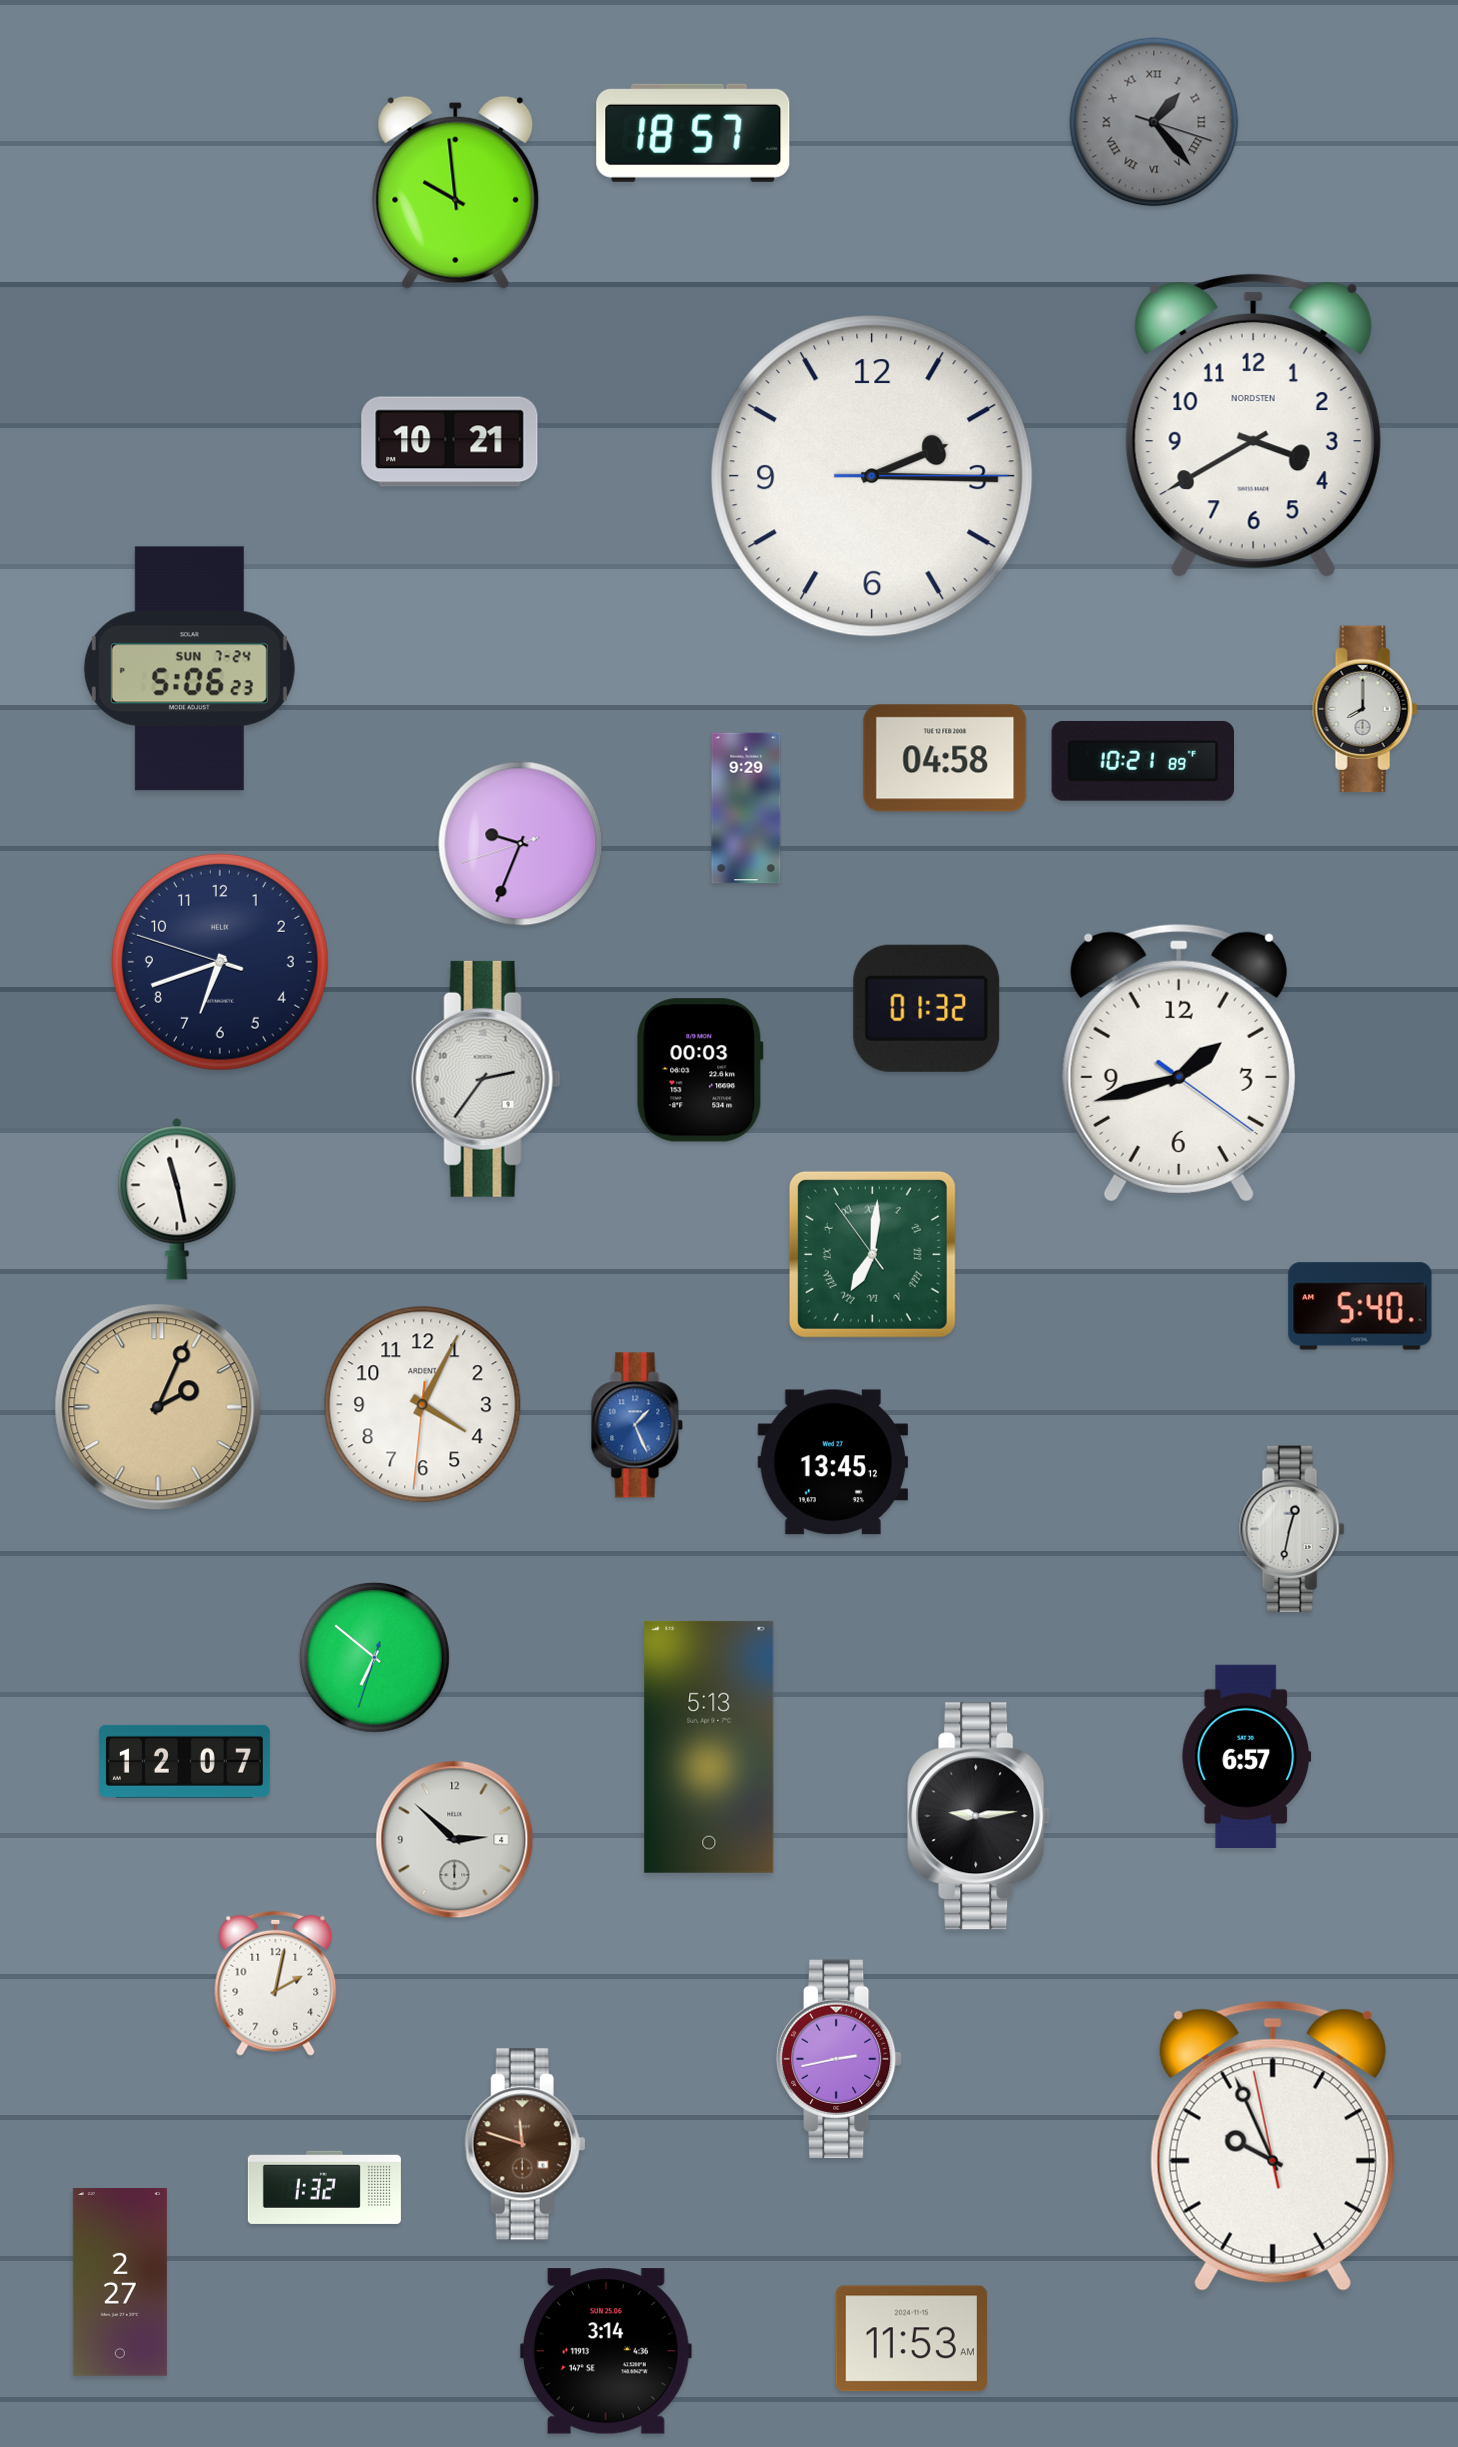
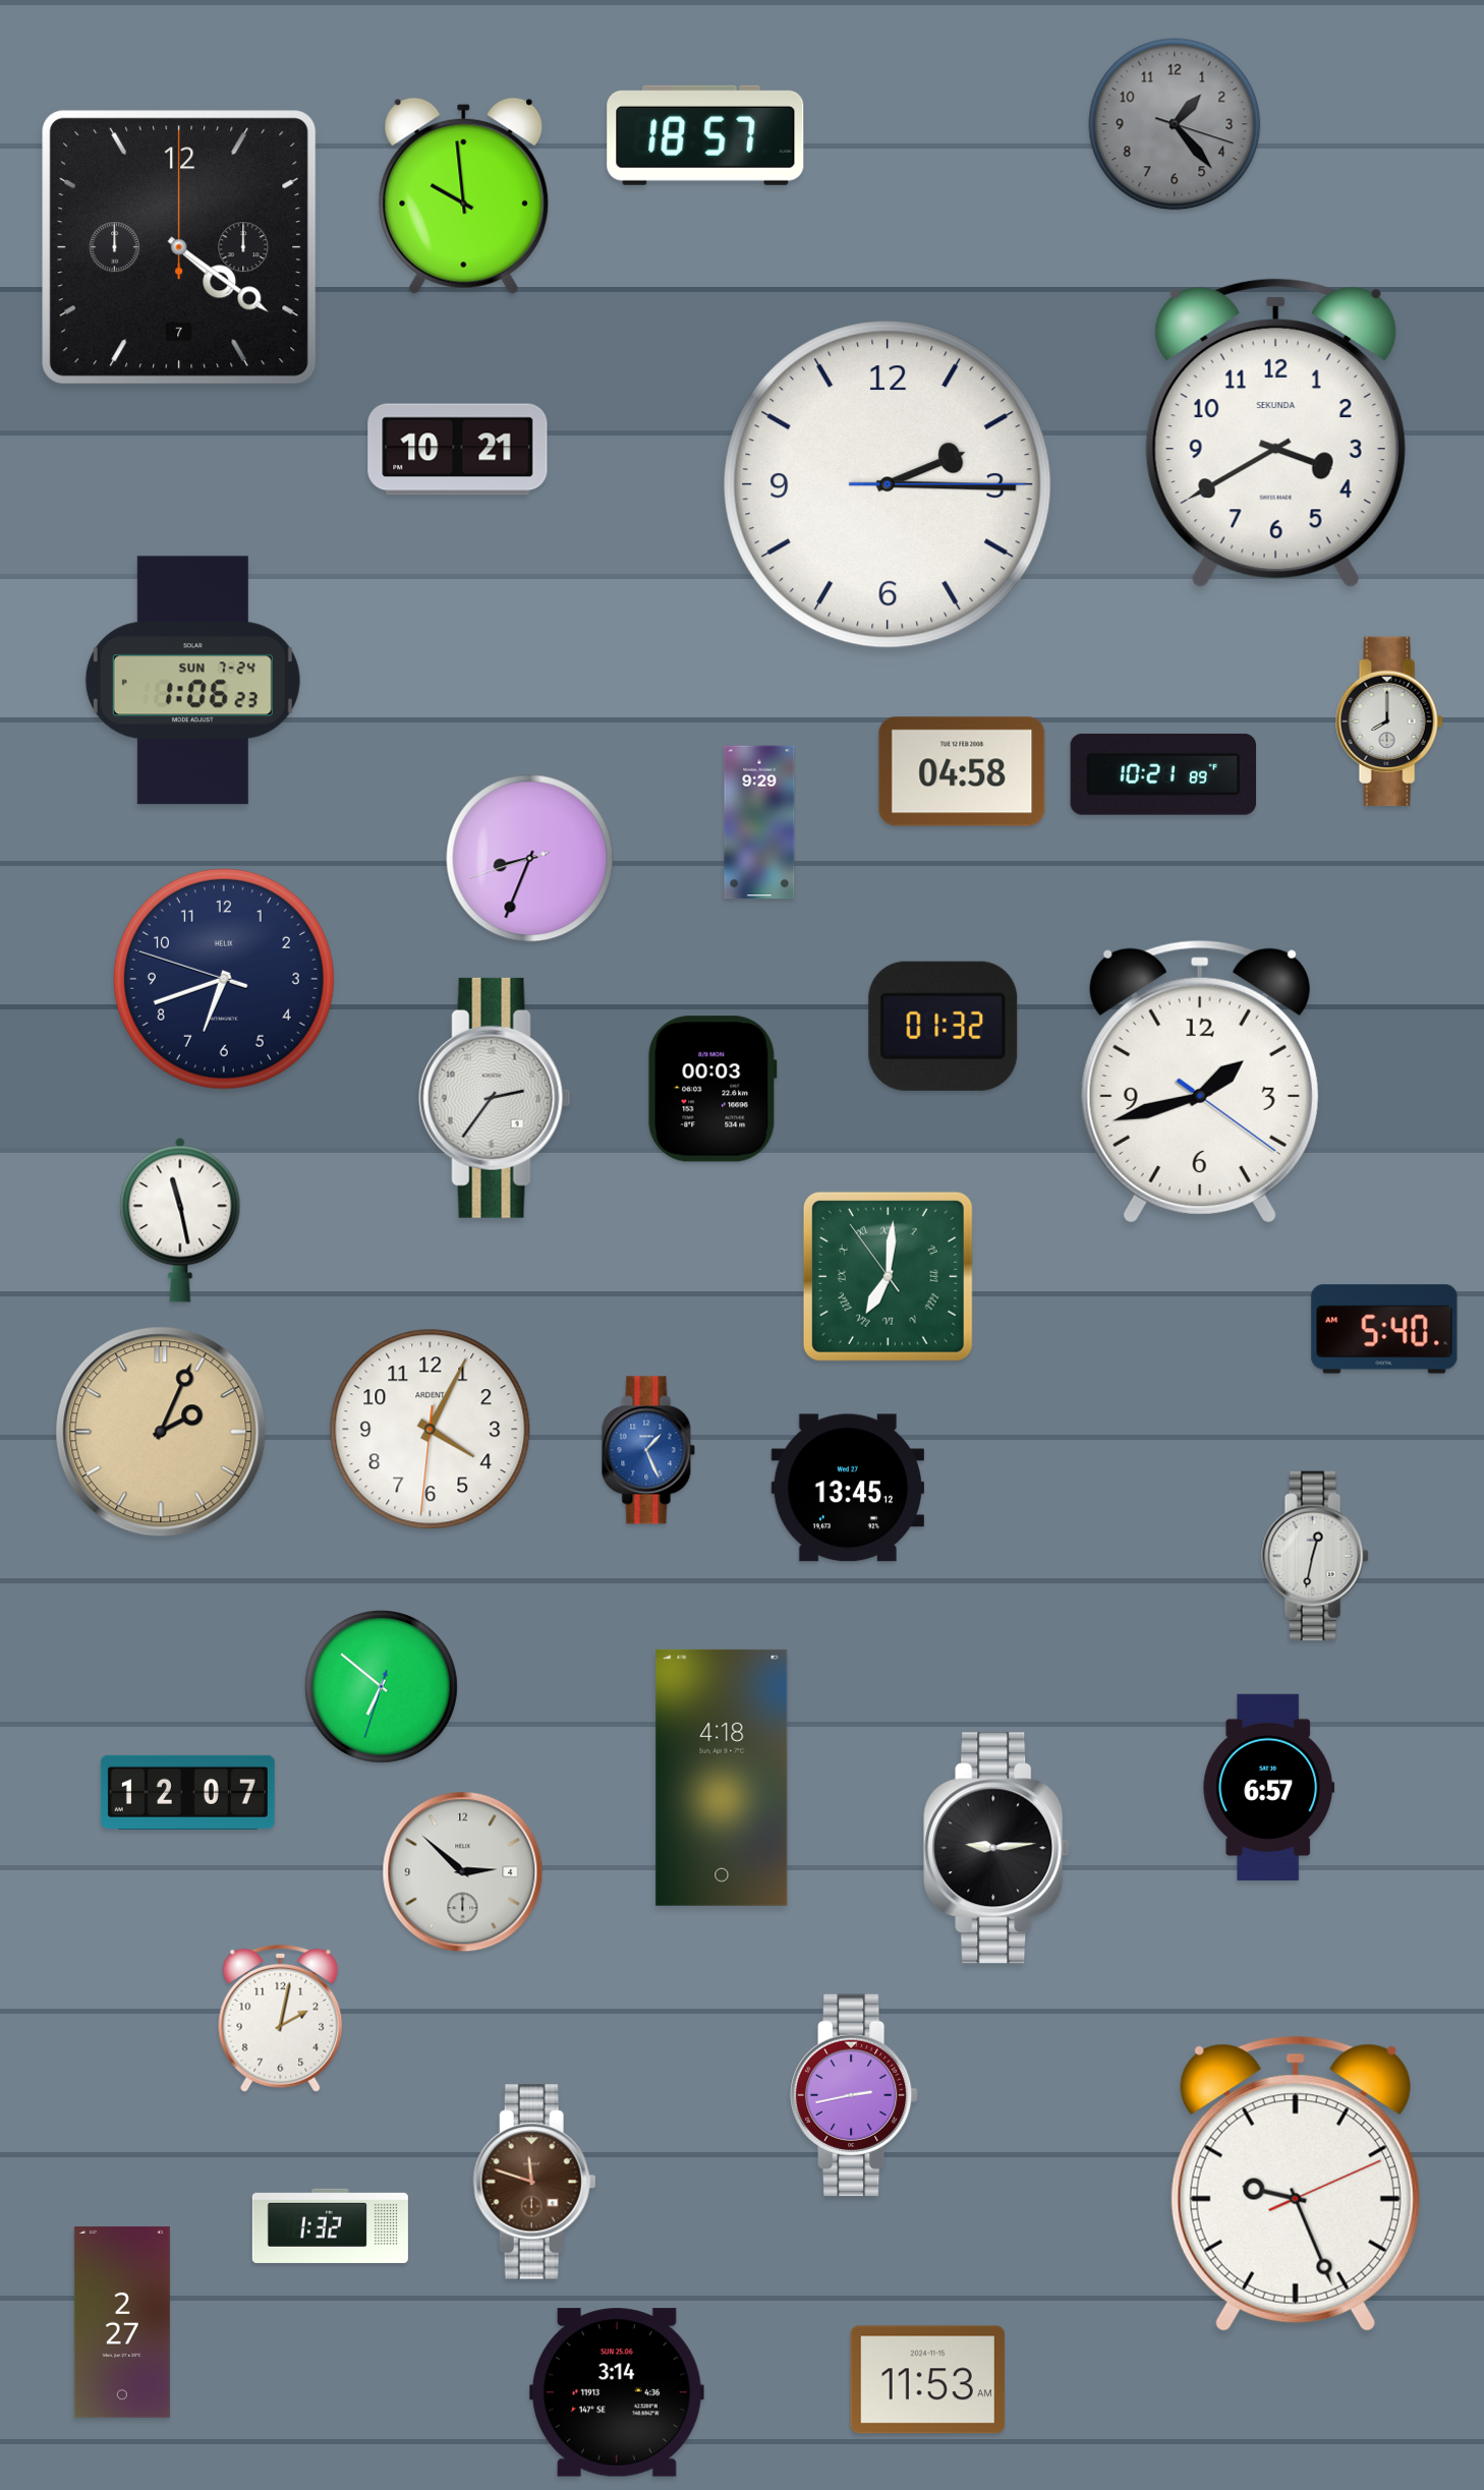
clock at (1154, 122) numerals: Roman -> Arabic
clock at (179, 247): none -> 4:21
clock at (1253, 425) brand: NORDSTEN -> SEKUNDA
clock at (189, 669): 5:06 -> 1:06
clock at (521, 844): 9:33 -> 8:33
clock at (709, 1747): 5:13 -> 4:18
clock at (1273, 2146): 9:55 -> 9:26
